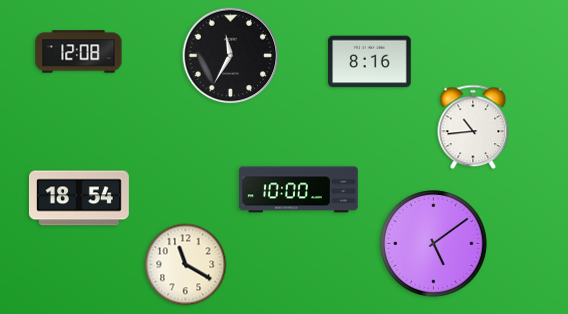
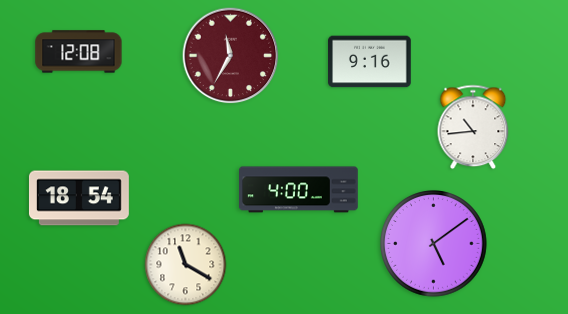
clock at (231, 56) dial: black -> burgundy
clock at (370, 62): 8:16 -> 9:16
clock at (299, 190): 10:00 -> 4:00
